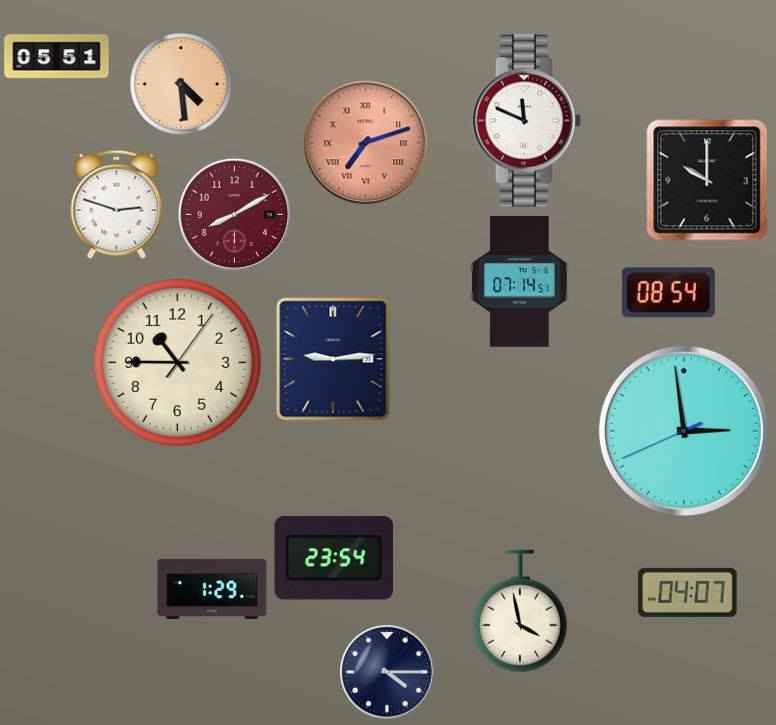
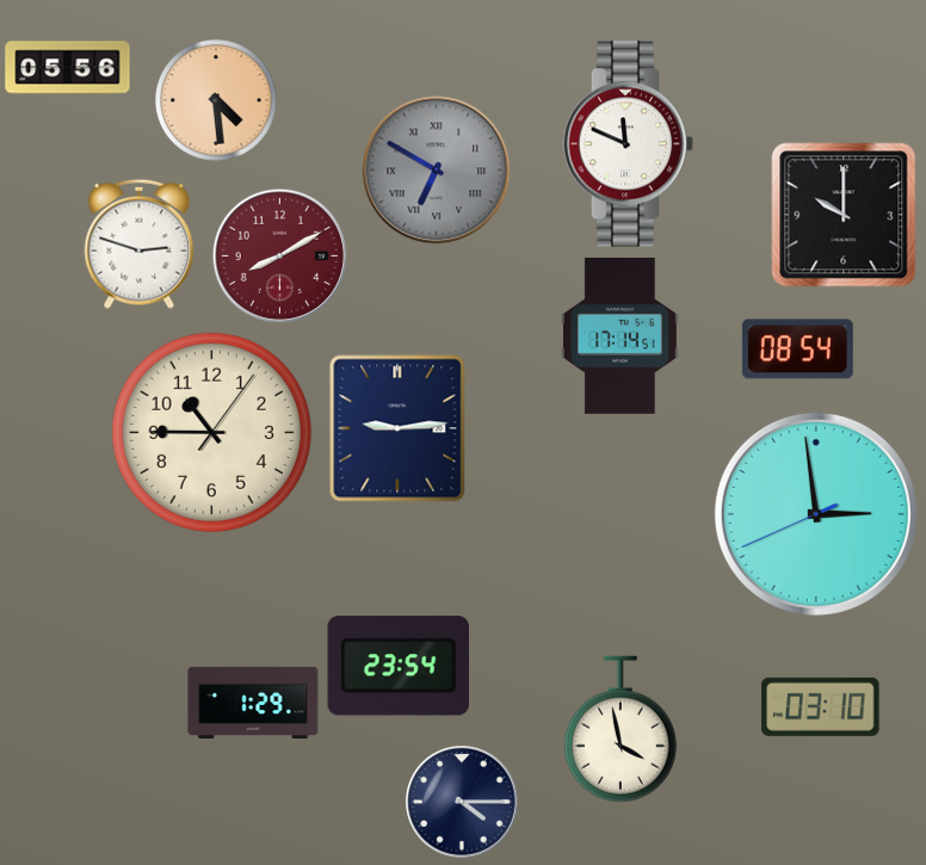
clock at (57, 57): 05:51 -> 05:56
clock at (366, 143): 7:12 -> 6:50
clock at (366, 143) dial: salmon -> grey
clock at (520, 281): 07:14 -> 17:14
clock at (688, 592): 04:07 -> 03:10
